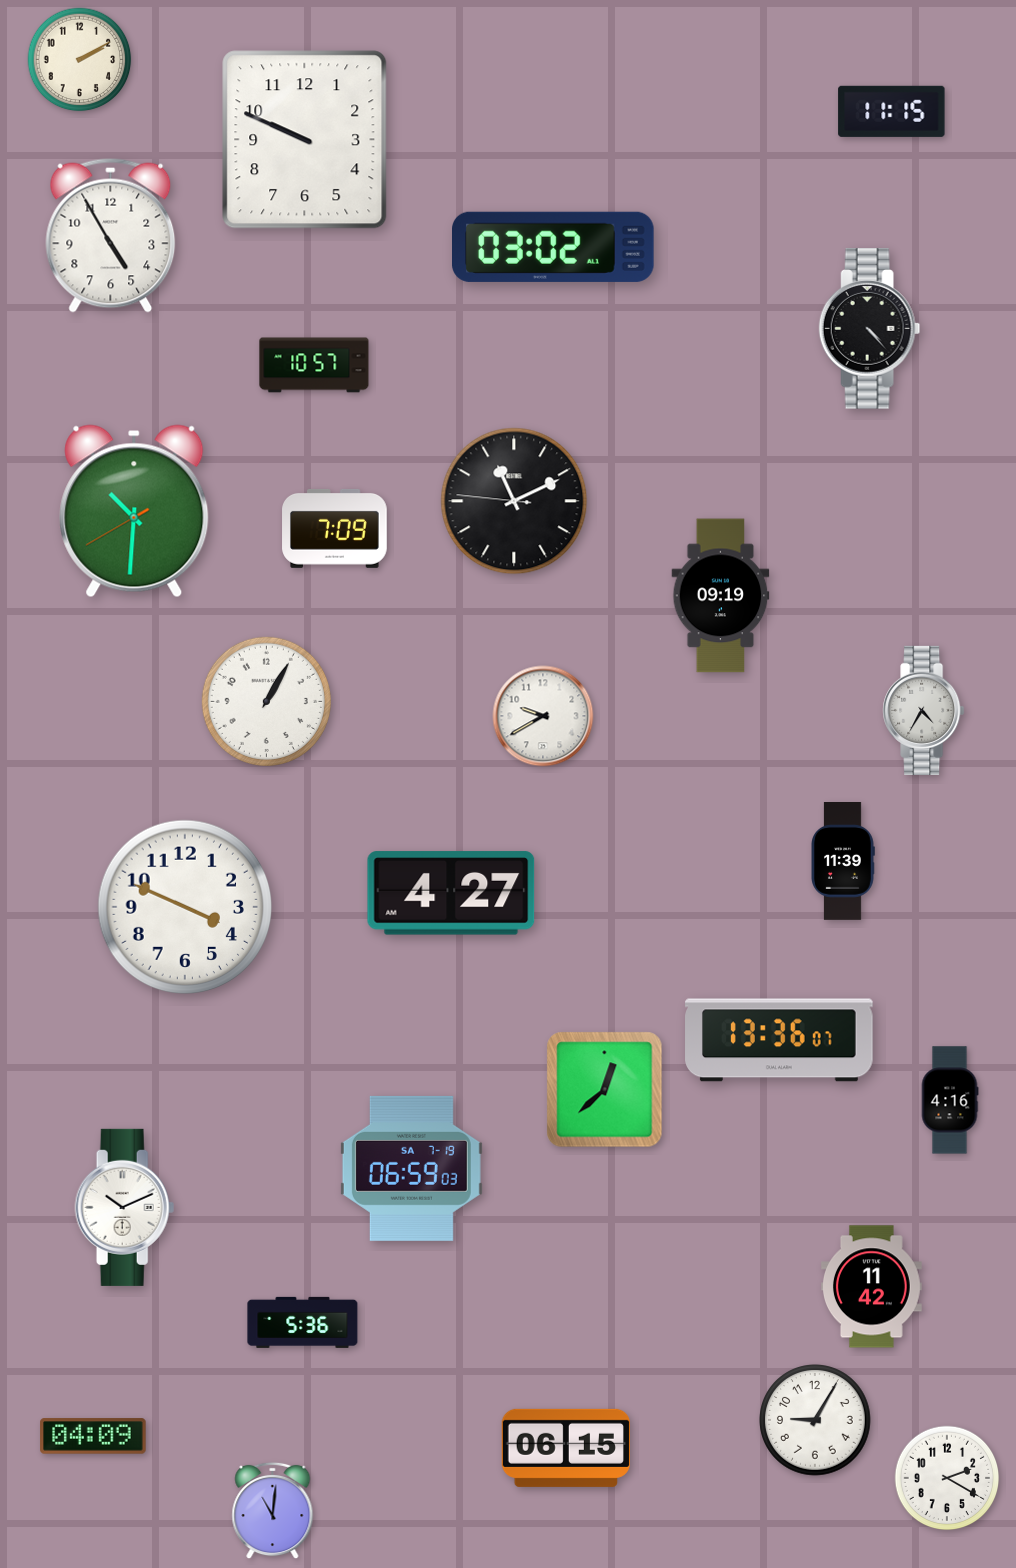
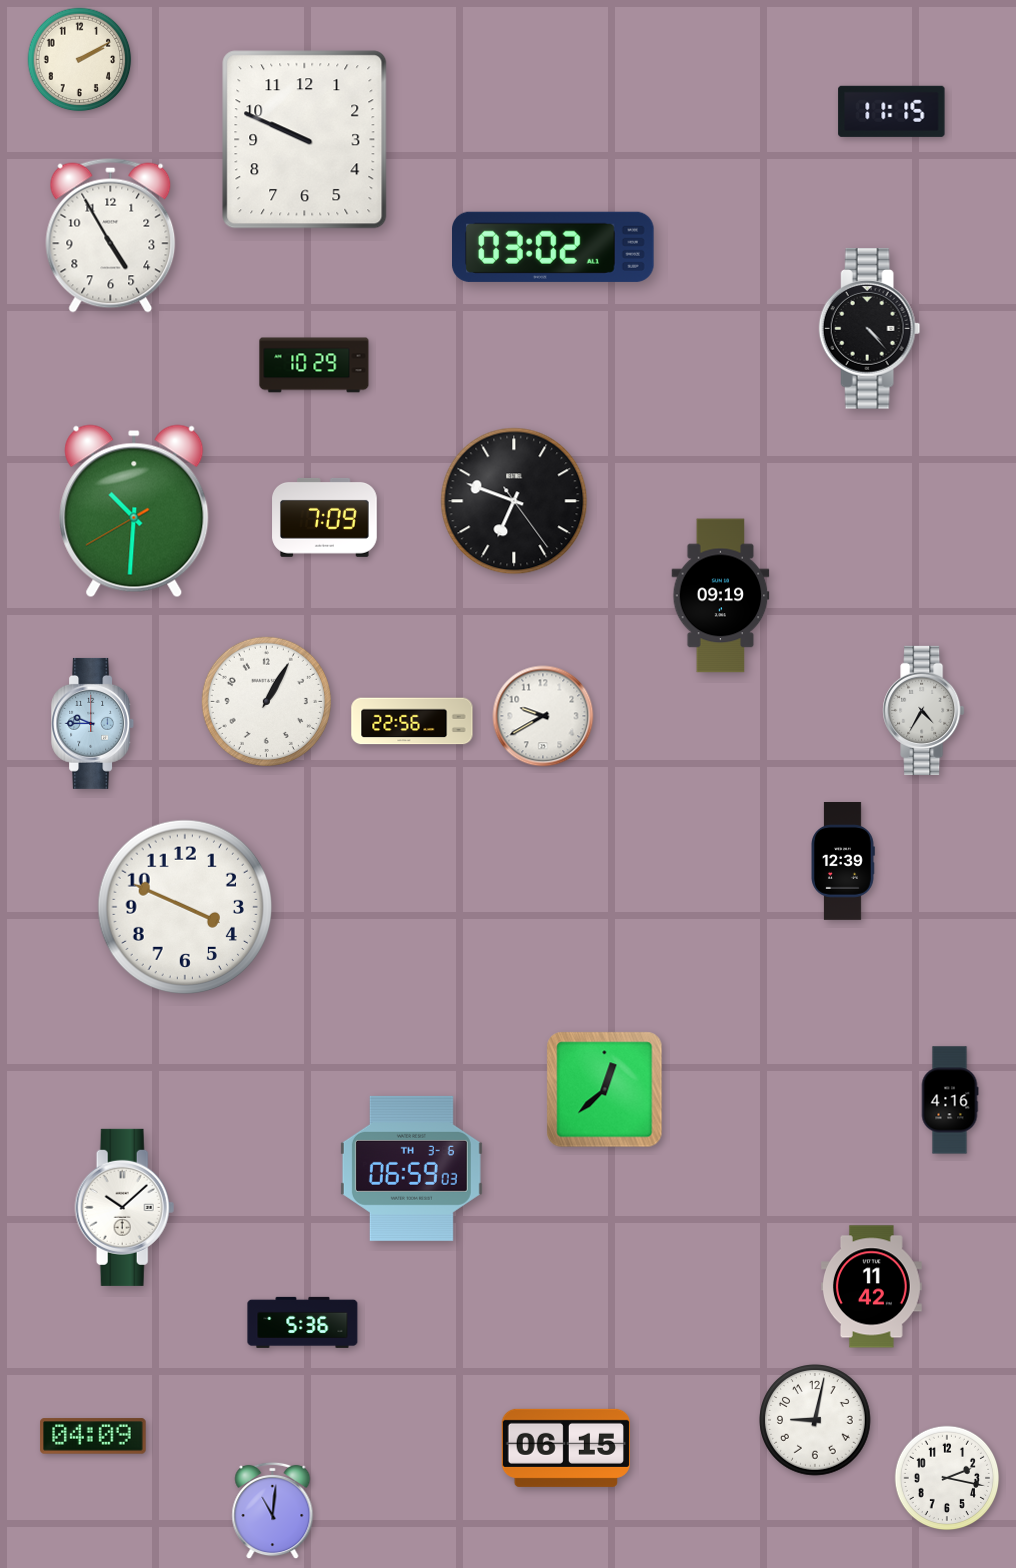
clock at (314, 365): 10:57 -> 10:29
clock at (514, 501): 11:10 -> 6:48
clock at (335, 528) position: (335, 528) -> (325, 517)
clock at (412, 721): none -> 22:56
clock at (93, 723): none -> 9:45
clock at (843, 862): 11:39 -> 12:39
clock at (451, 893): 4:27 -> none
clock at (779, 1040): 13:36 -> none
clock at (411, 1168) date: SA 7-19 -> TH 3-6
clock at (125, 1207): 10:11 -> 10:08
clock at (815, 1420): 9:05 -> 9:02
clock at (947, 1478): 2:20 -> 2:17
